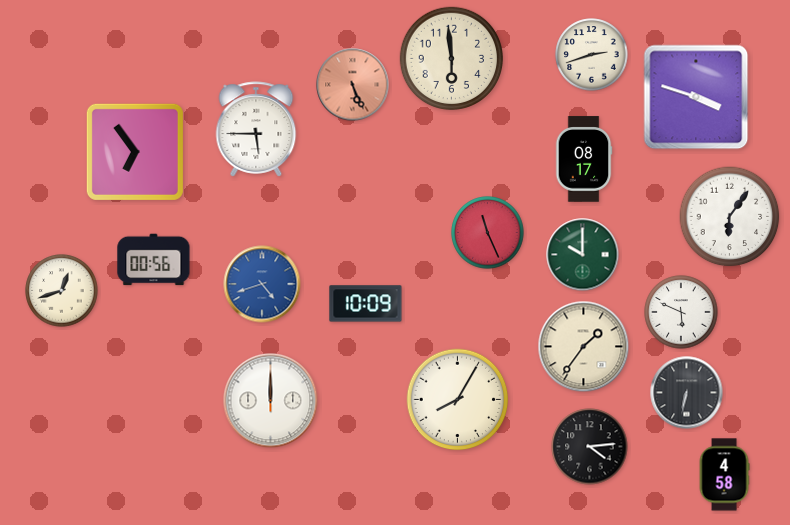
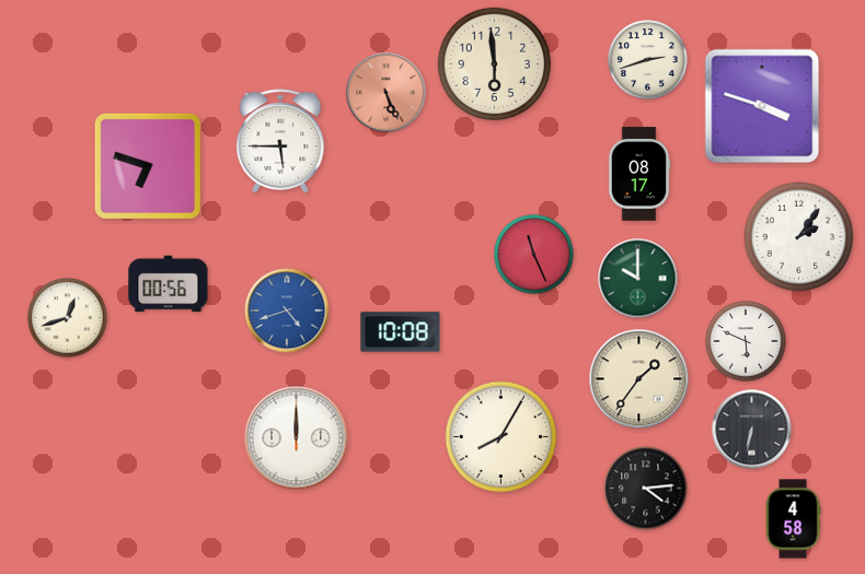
clock at (135, 152): 6:54 -> 6:48
clock at (730, 217): 6:06 -> 2:06
clock at (366, 304): 10:09 -> 10:08
